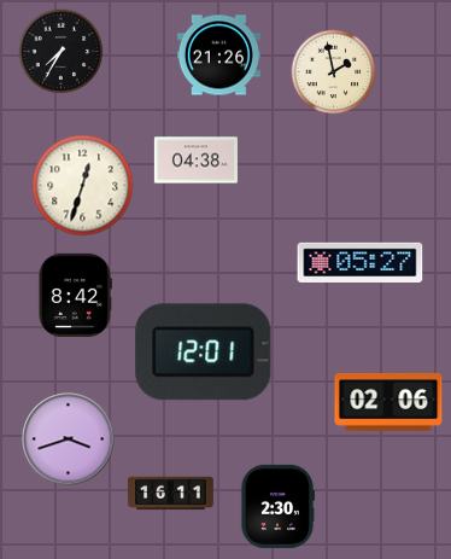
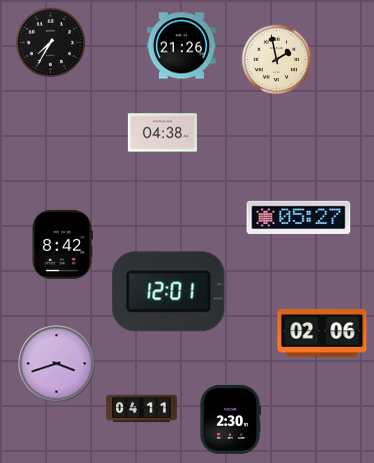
clock at (83, 186): 12:33 -> none
clock at (171, 494): 16:11 -> 04:11
